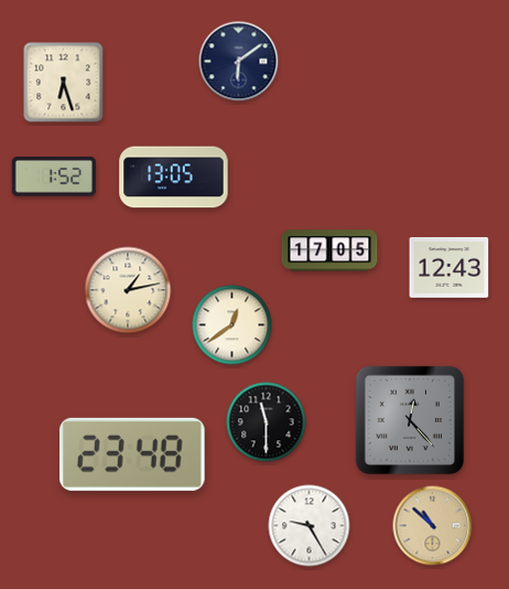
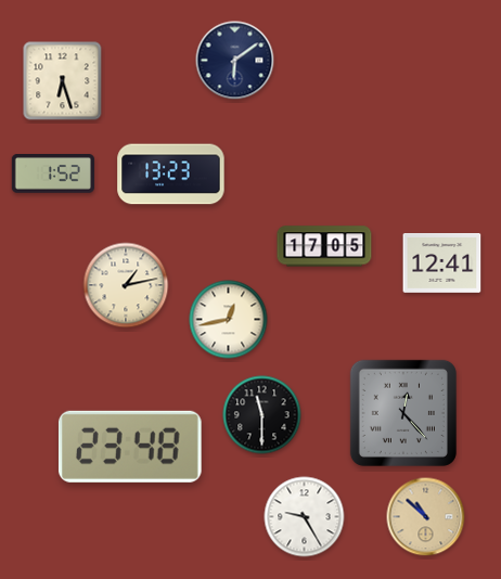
clock at (174, 178): 13:05 -> 13:23
clock at (450, 268): 12:43 -> 12:41
clock at (232, 325): 12:39 -> 12:43
